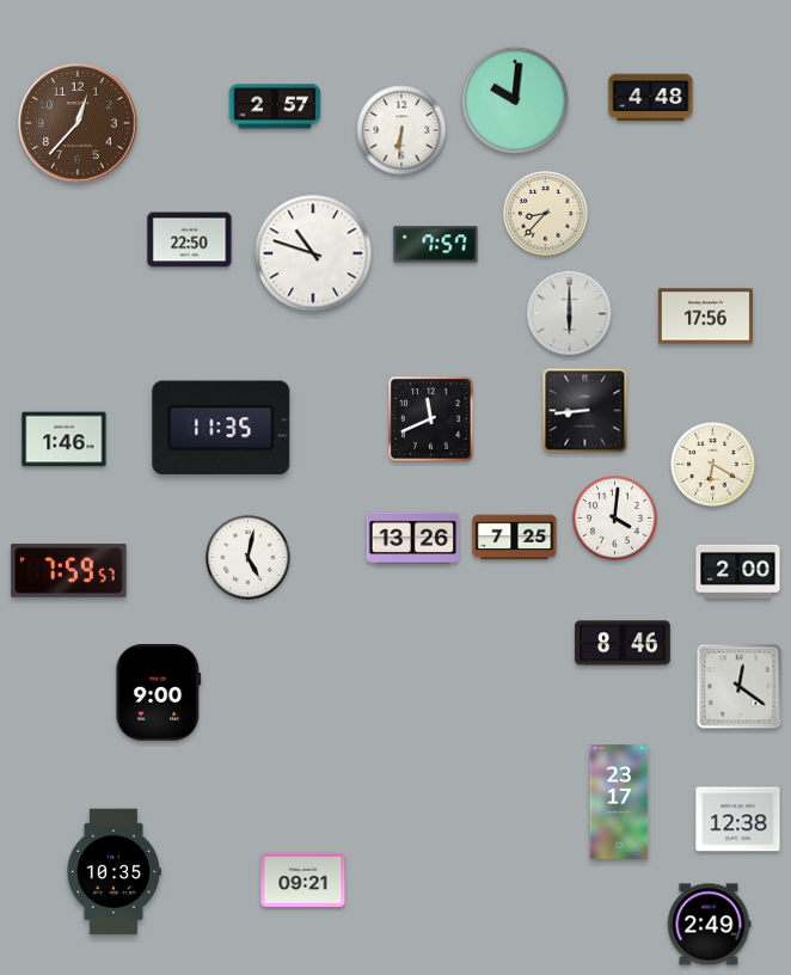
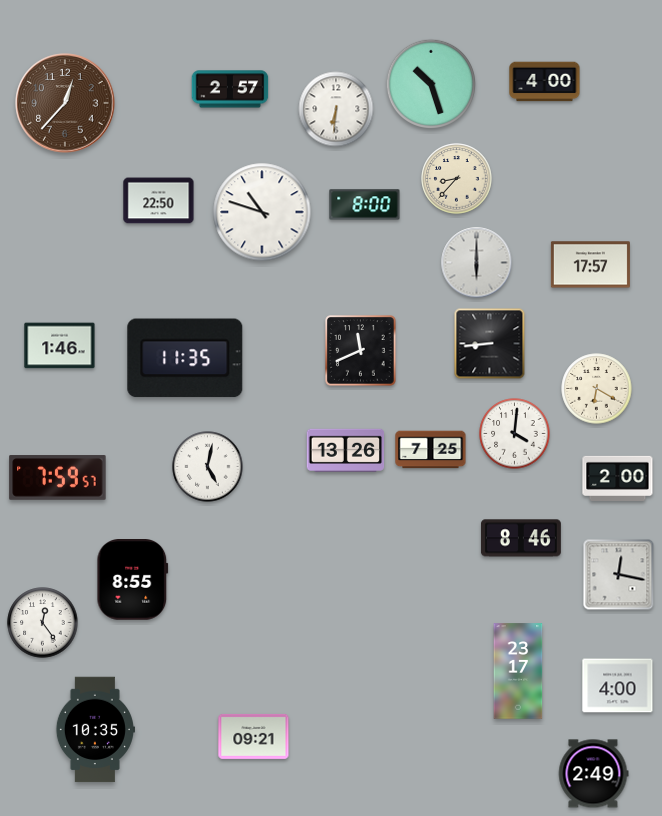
clock at (651, 98): 4:48 -> 4:00
clock at (514, 99): 10:01 -> 10:27
clock at (436, 245): 7:57 -> 8:00
clock at (705, 317): 17:56 -> 17:57
clock at (65, 440) position: (65, 440) -> (60, 346)
clock at (740, 687): 12:21 -> 12:17
clock at (159, 693): 9:00 -> 8:55
clock at (43, 623): none -> 12:24
clock at (738, 820): 12:38 -> 4:00
